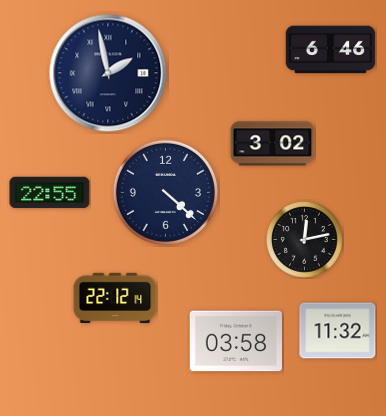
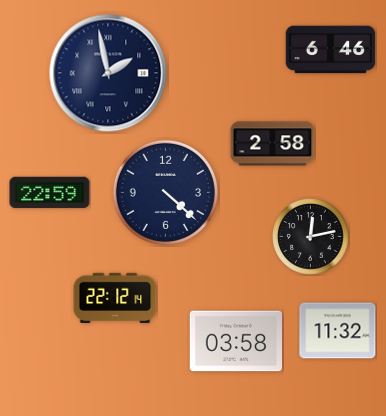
clock at (273, 144): 3:02 -> 2:58
clock at (50, 193): 22:55 -> 22:59
clock at (305, 240) position: (305, 240) -> (311, 237)
